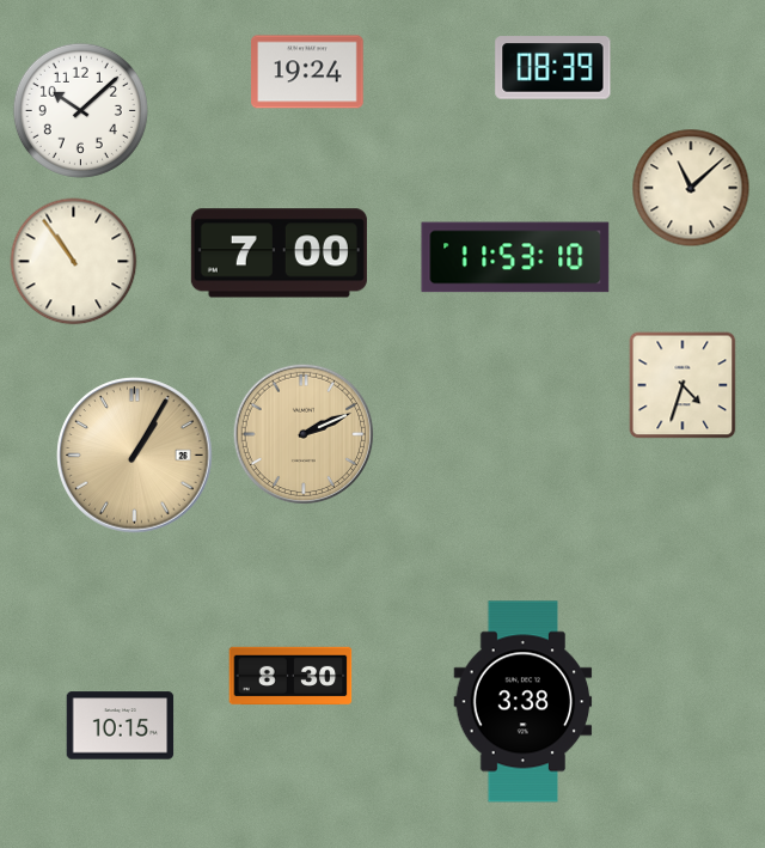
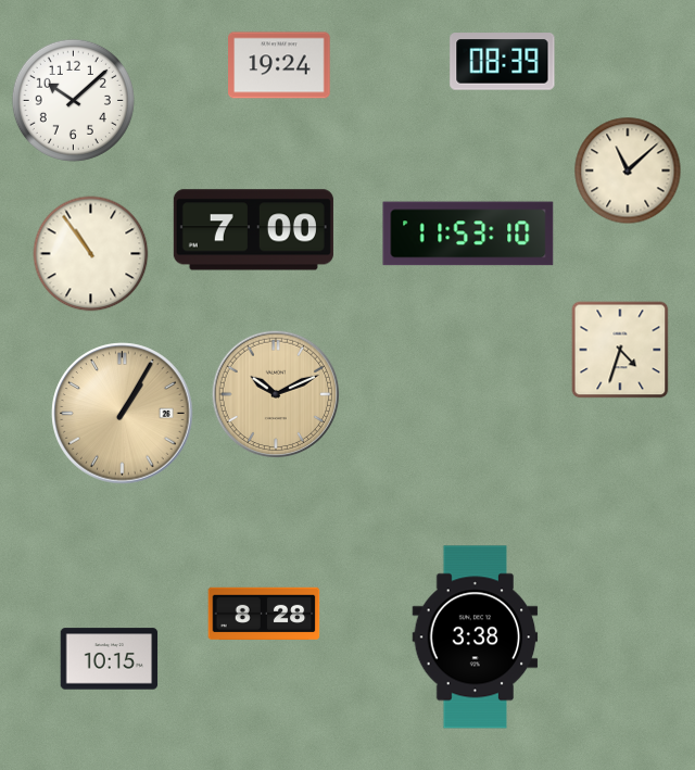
clock at (74, 262) position: (74, 262) -> (91, 254)
clock at (304, 434): 2:11 -> 10:11
clock at (290, 676): 8:30 -> 8:28
